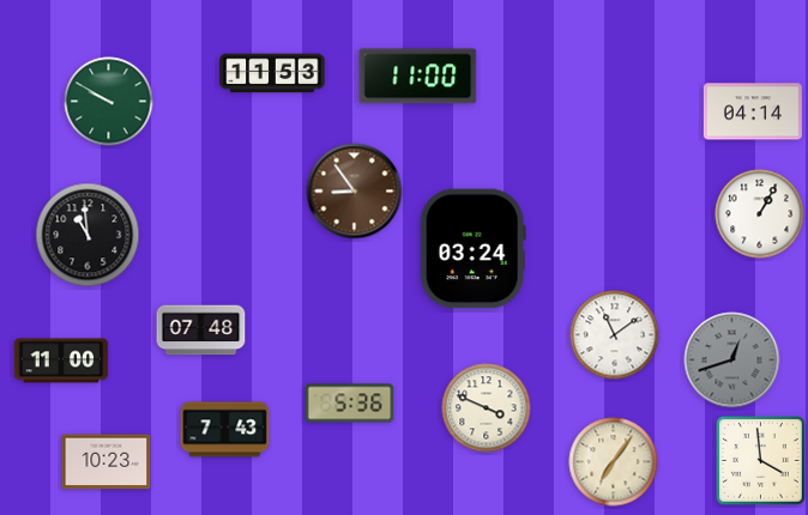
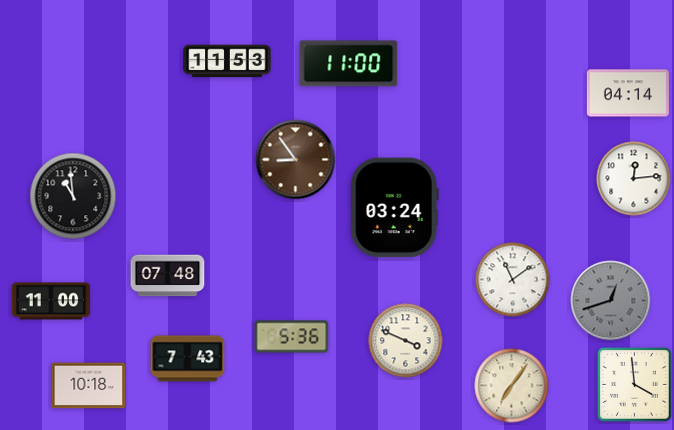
clock at (109, 102): 9:50 -> none
clock at (760, 214): 1:05 -> 12:14
clock at (107, 462): 10:23 -> 10:18
